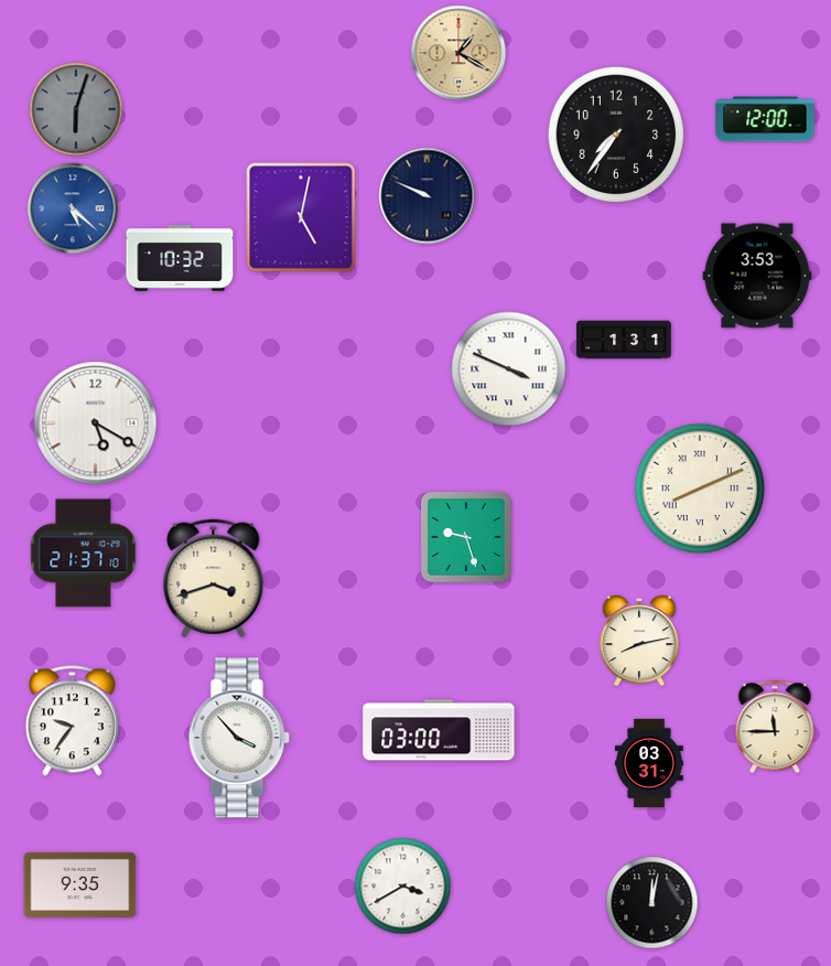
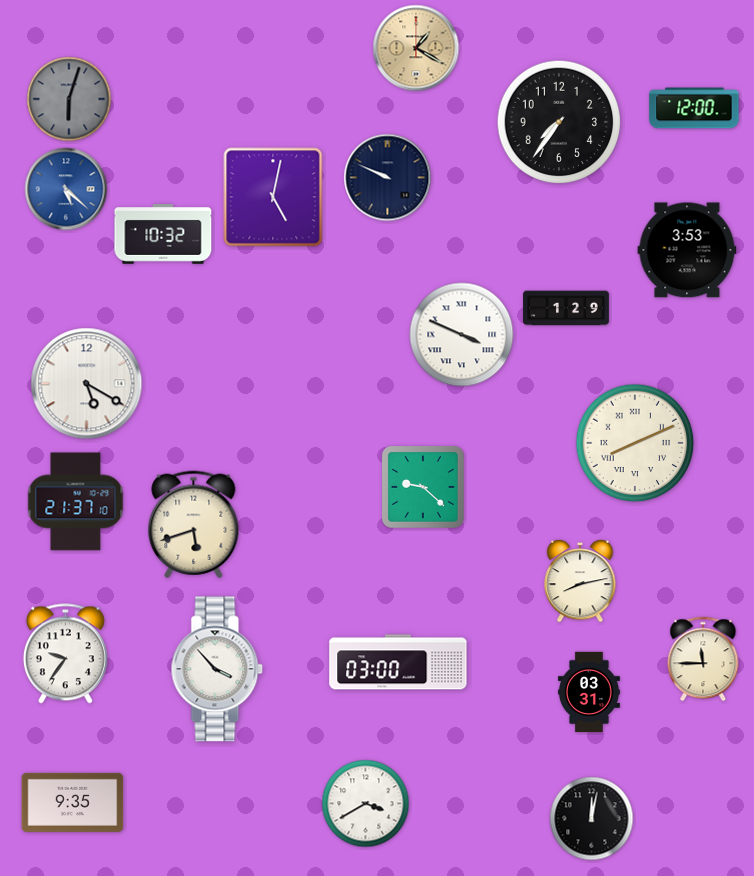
clock at (624, 340): 1:31 -> 1:29
clock at (467, 537): 9:27 -> 9:22
clock at (214, 579): 3:42 -> 5:42
